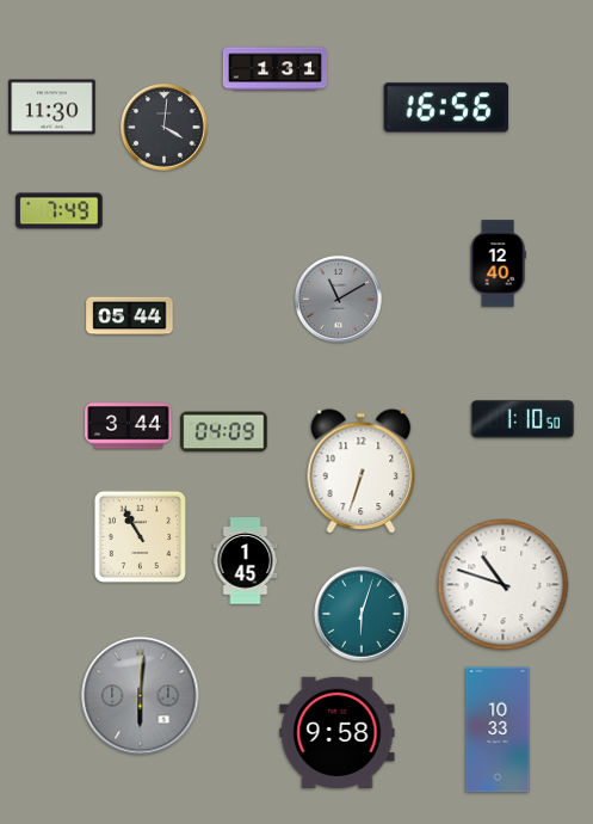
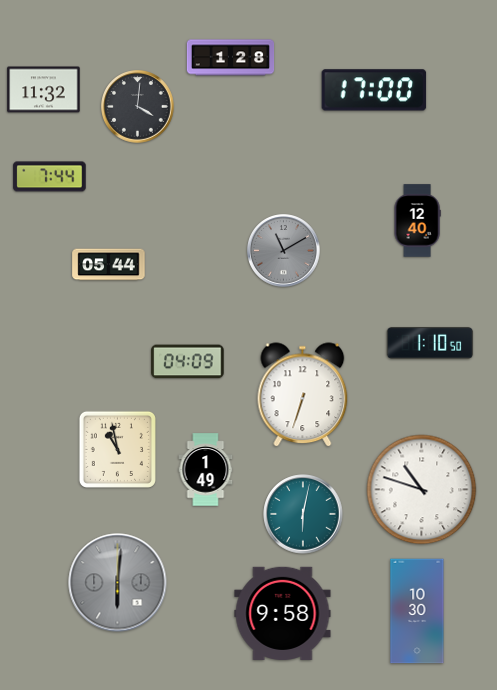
clock at (276, 69): 1:31 -> 1:28
clock at (52, 107): 11:30 -> 11:32
clock at (446, 107): 16:56 -> 17:00
clock at (60, 211): 7:49 -> 7:44
clock at (523, 419) position: (523, 419) -> (430, 343)
clock at (129, 426): 3:44 -> none
clock at (140, 536): 10:55 -> 10:58
clock at (246, 561): 1:45 -> 1:49
clock at (362, 614): 6:03 -> 6:02
clock at (498, 730): 10:33 -> 10:30
